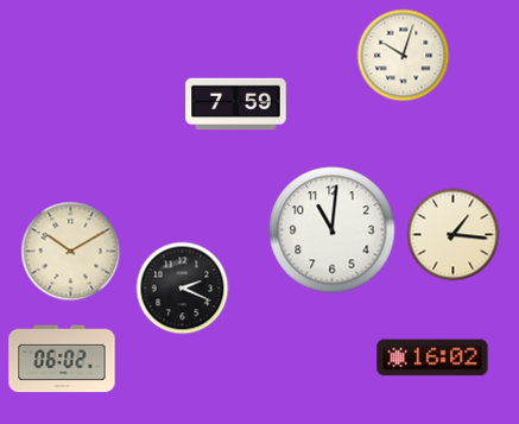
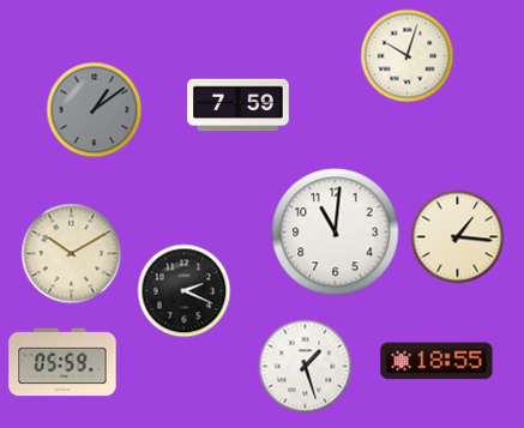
clock at (94, 109): none -> 1:09
clock at (432, 357): 16:02 -> 18:55
clock at (62, 359): 06:02 -> 05:59
clock at (305, 366): none -> 1:27
